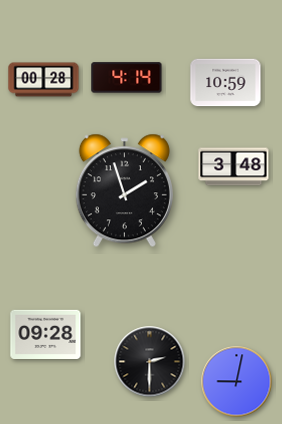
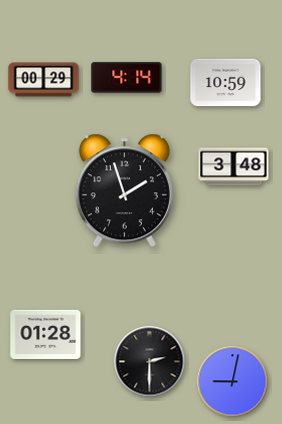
clock at (44, 80): 00:28 -> 00:29
clock at (46, 334): 09:28 -> 01:28
clock at (237, 382) position: (237, 382) -> (233, 382)
